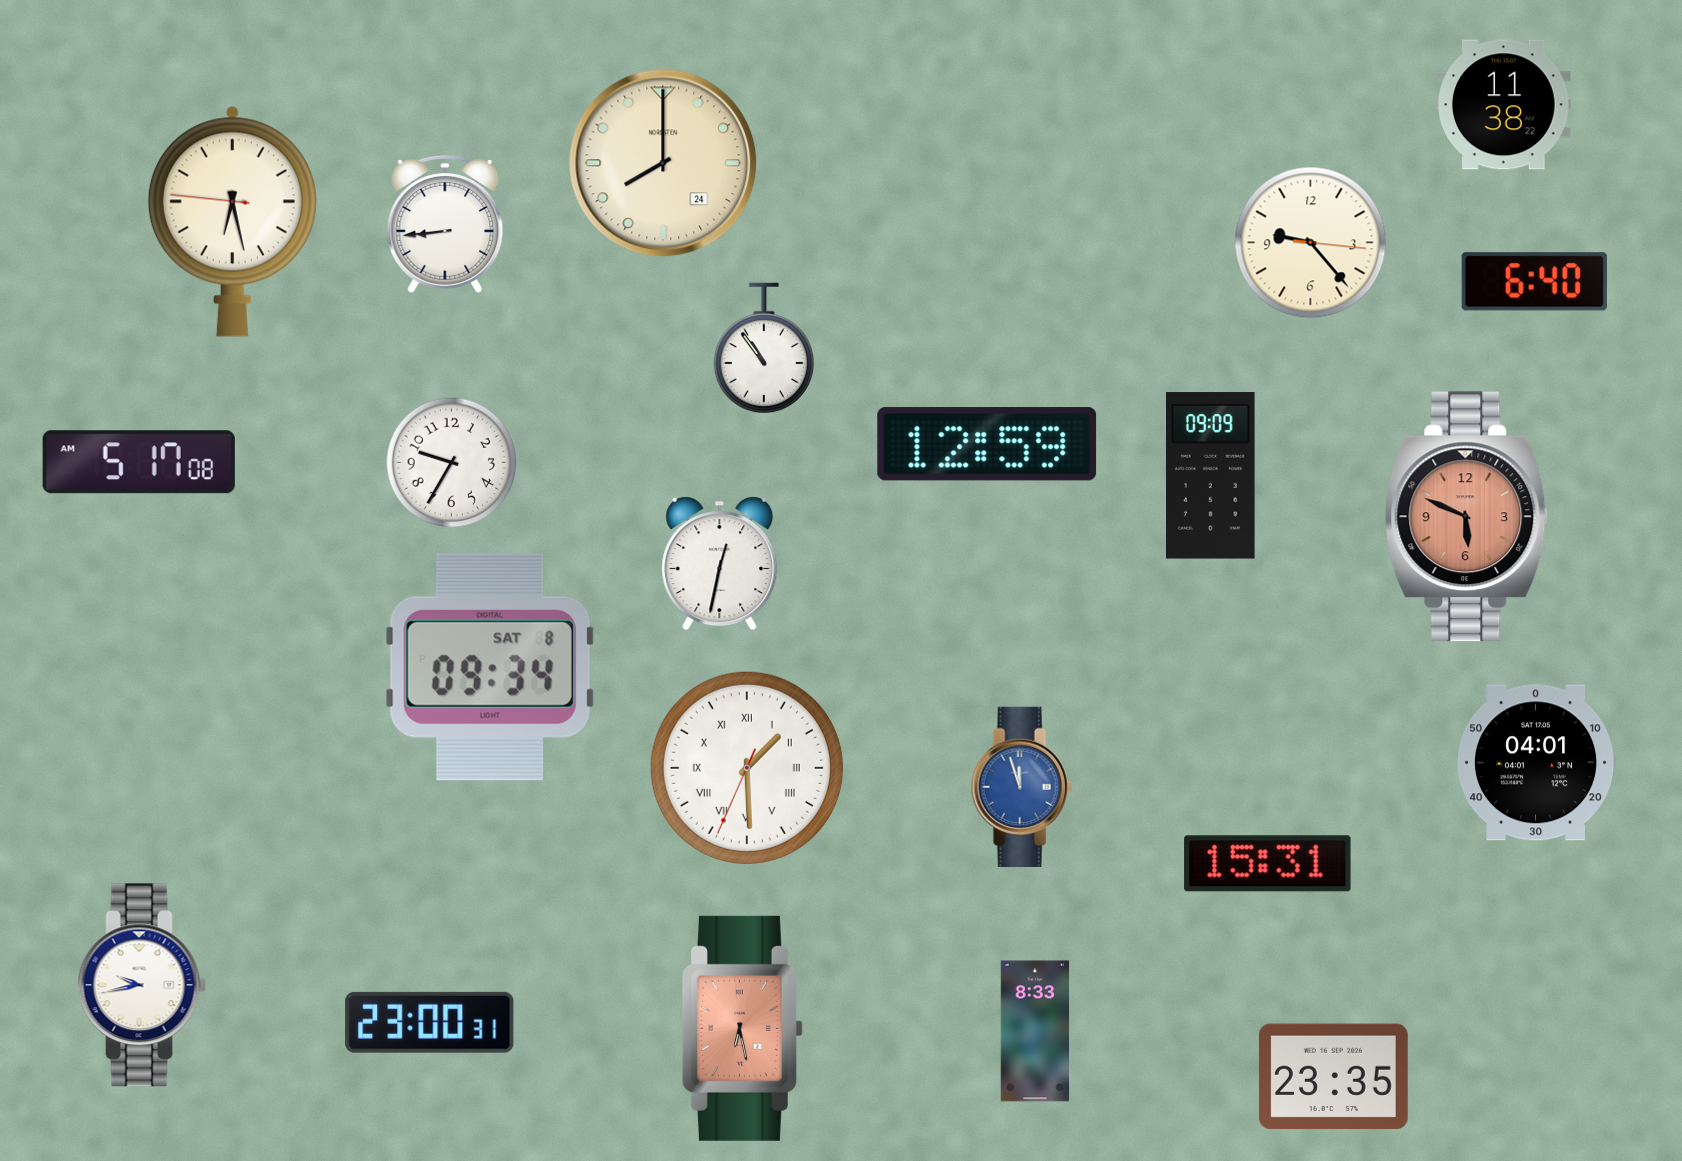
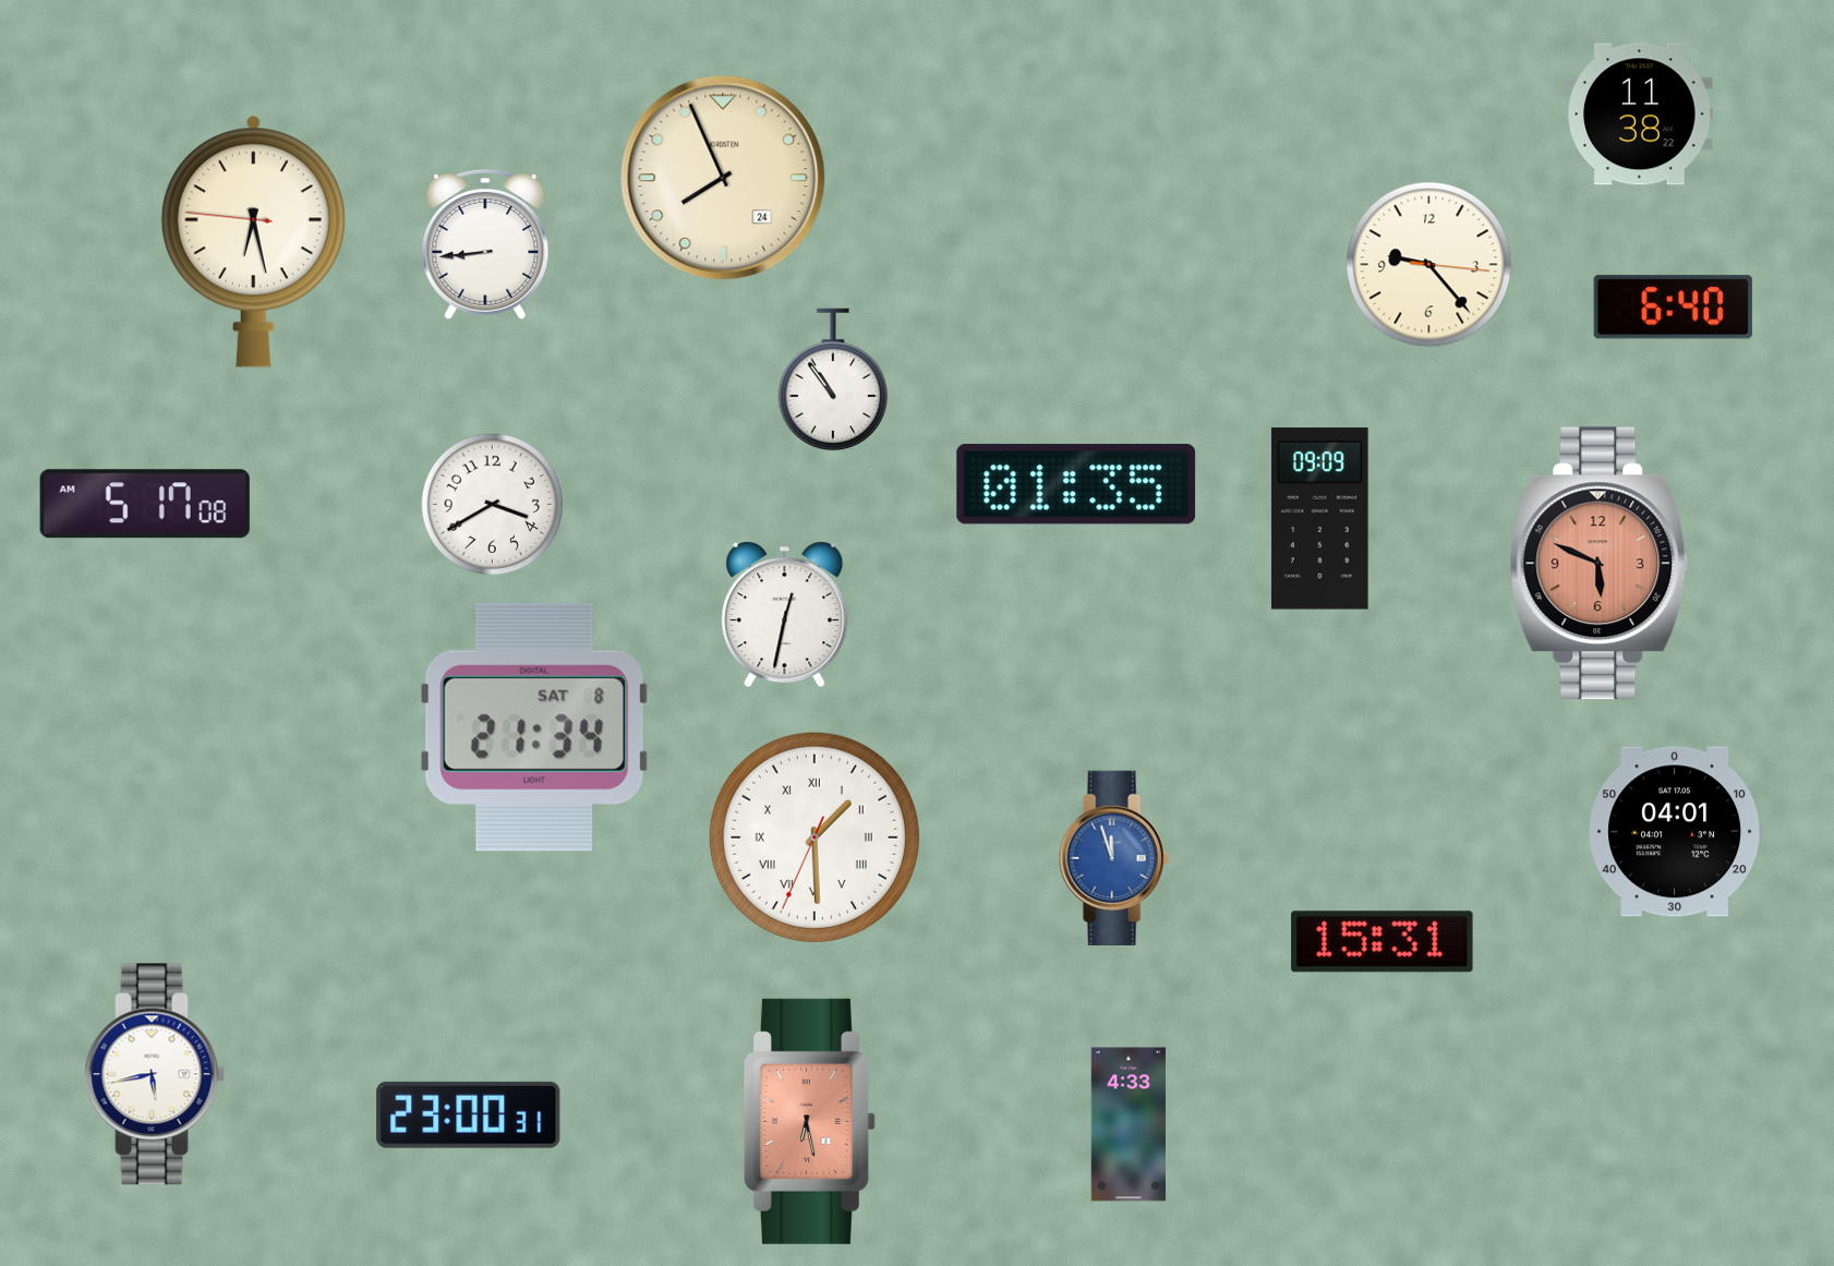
clock at (663, 163): 8:00 -> 7:56
clock at (987, 444): 12:59 -> 01:35
clock at (139, 462) position: (139, 462) -> (145, 504)
clock at (452, 463): 9:35 -> 3:40
clock at (490, 667): 09:34 -> 21:34
clock at (142, 985): 9:43 -> 5:43
clock at (1035, 1031): 8:33 -> 4:33
clock at (1333, 1077): 23:35 -> none
